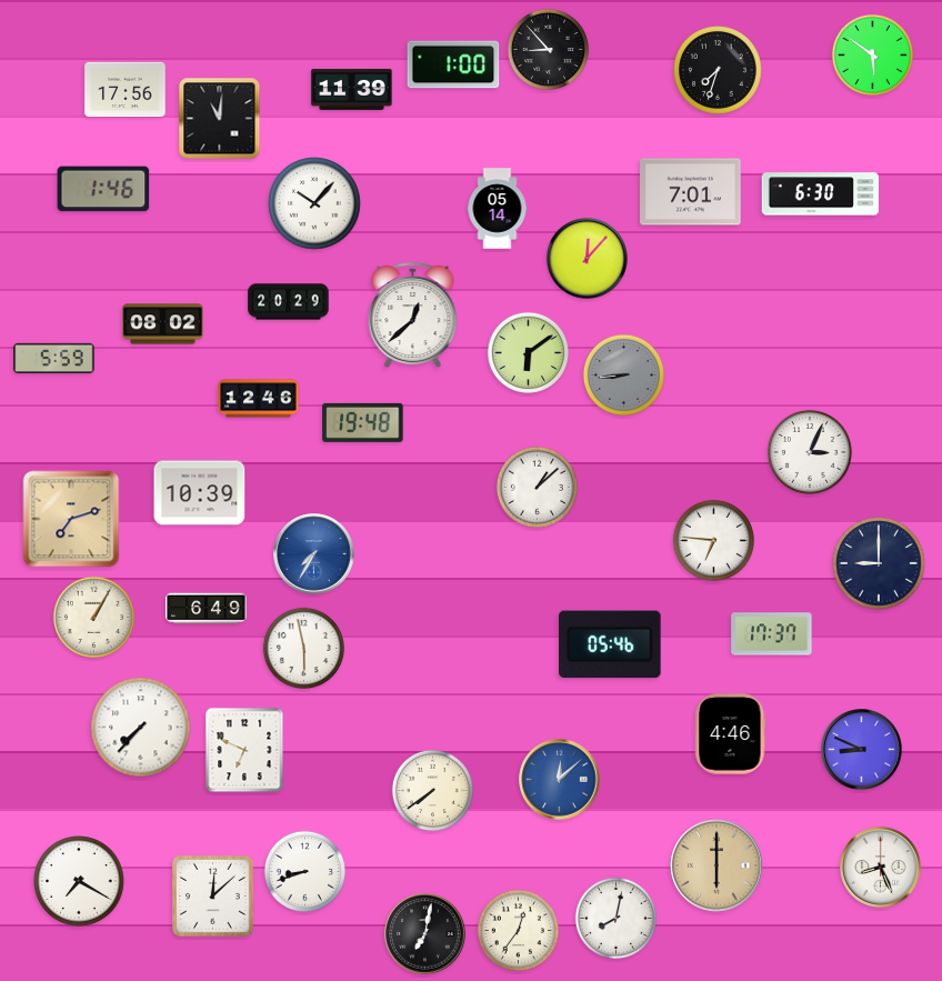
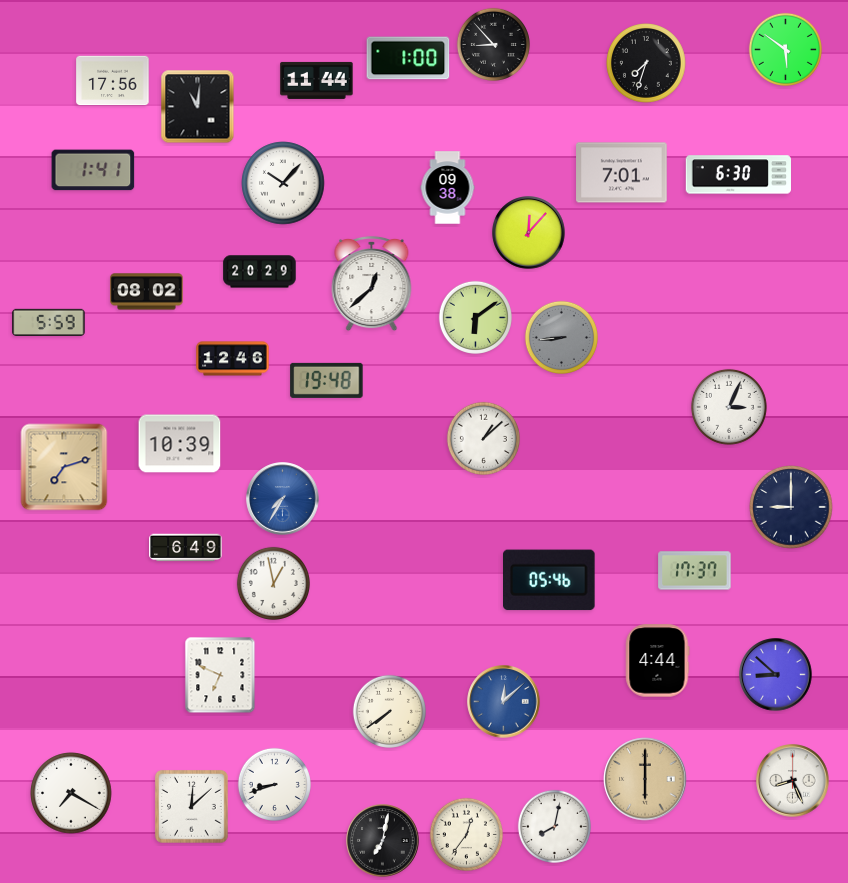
clock at (352, 89): 11:39 -> 11:44
clock at (103, 189): 1:46 -> 1:41
clock at (498, 209): 05:14 -> 09:38
clock at (713, 540): 6:46 -> none
clock at (93, 617): 1:05 -> none
clock at (303, 648): 5:58 -> 12:58
clock at (141, 728): 7:37 -> none
clock at (731, 734): 4:46 -> 4:44
clock at (862, 750): 8:49 -> 8:52
clock at (518, 930) position: (518, 930) -> (466, 834)
